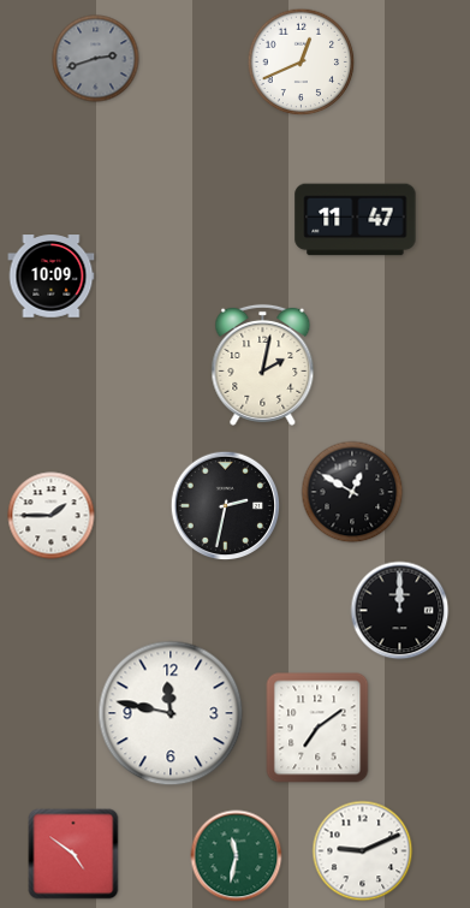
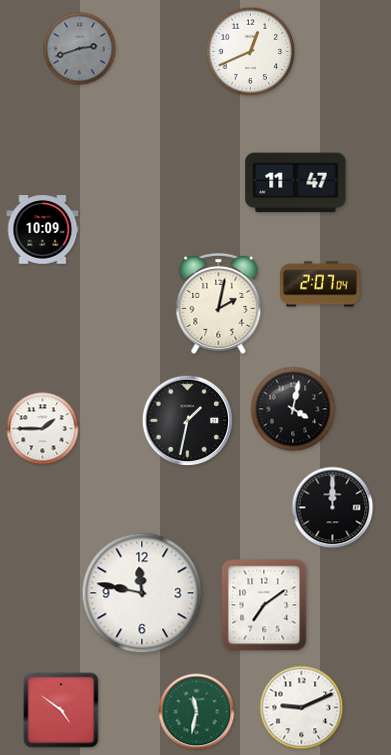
clock at (321, 284): none -> 2:07
clock at (352, 492): 12:50 -> 4:02
clock at (226, 506): 2:32 -> 1:32
